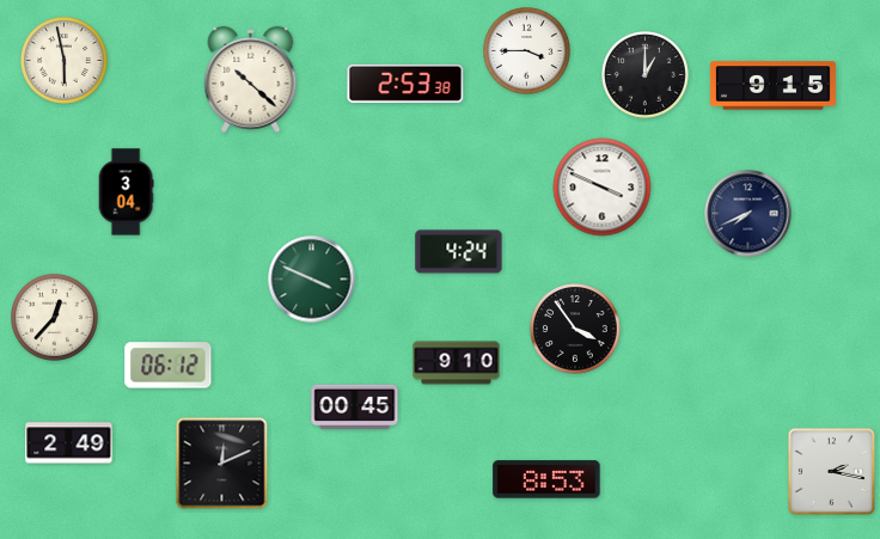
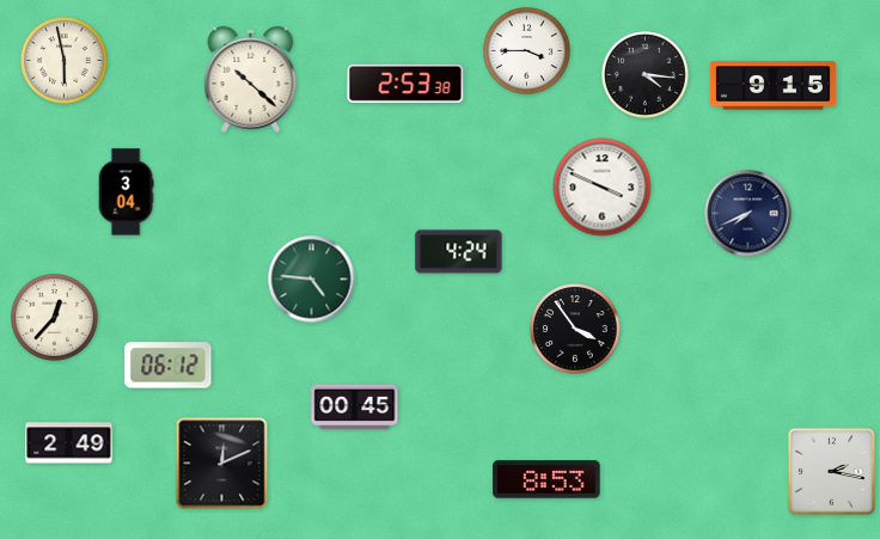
clock at (646, 75): 1:00 -> 4:16
clock at (312, 280): 3:49 -> 4:46
clock at (457, 363): 9:10 -> none
